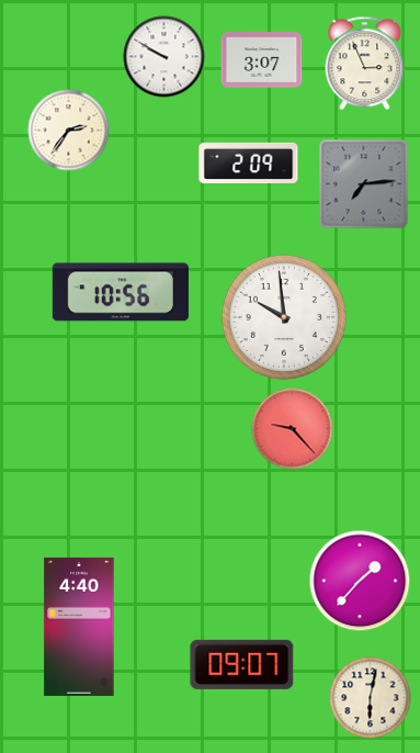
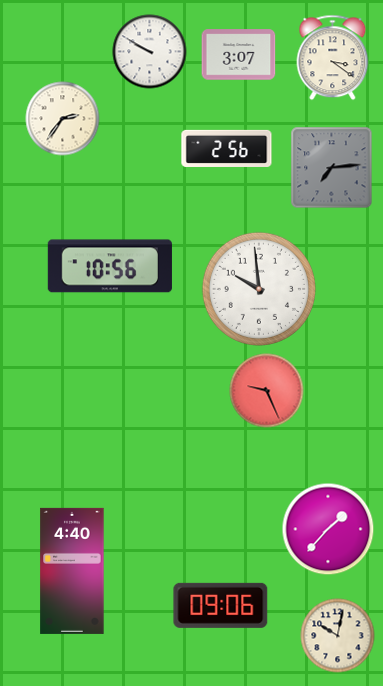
clock at (365, 64): 2:56 -> 3:21
clock at (249, 162): 2:09 -> 2:56
clock at (293, 429): 9:23 -> 9:26
clock at (242, 664): 09:07 -> 09:06
clock at (371, 698): 6:02 -> 10:02
